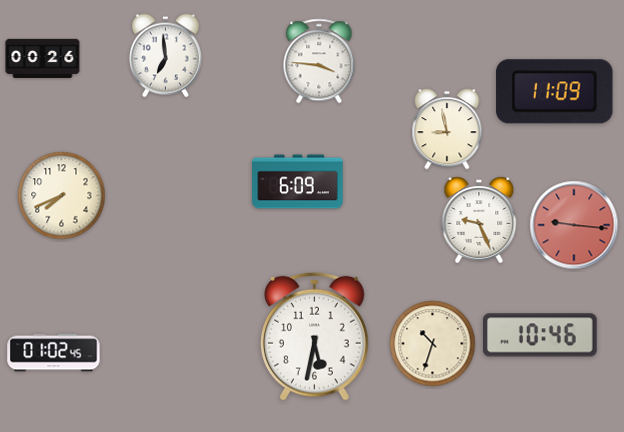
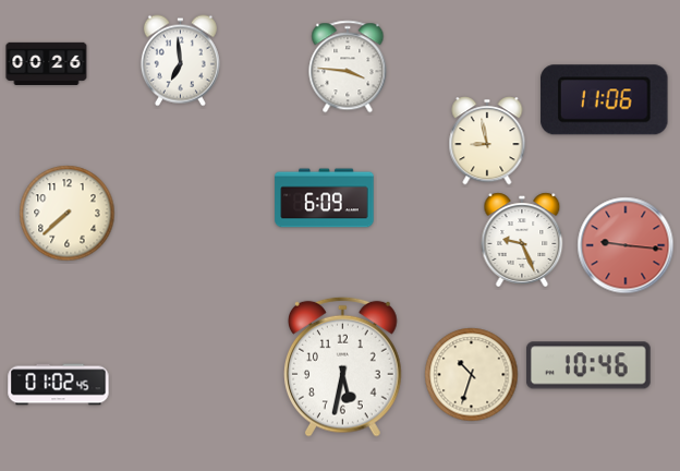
clock at (555, 92): 11:09 -> 11:06
clock at (62, 196): 7:41 -> 7:38
